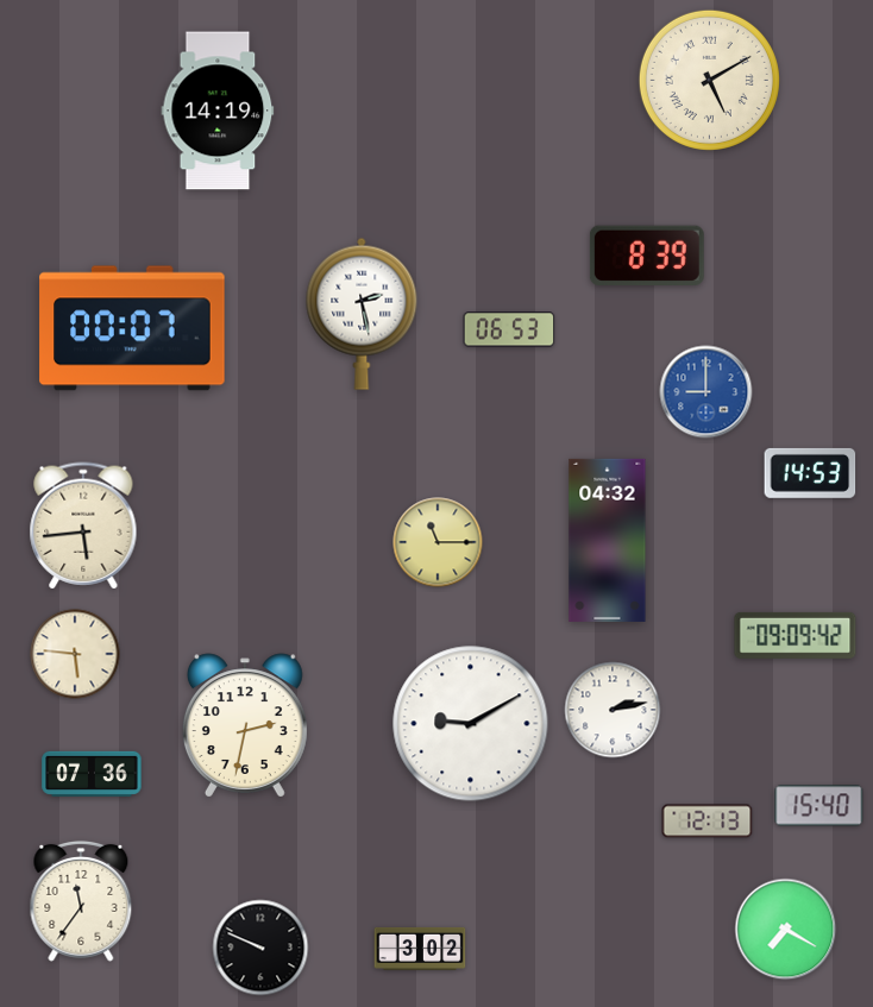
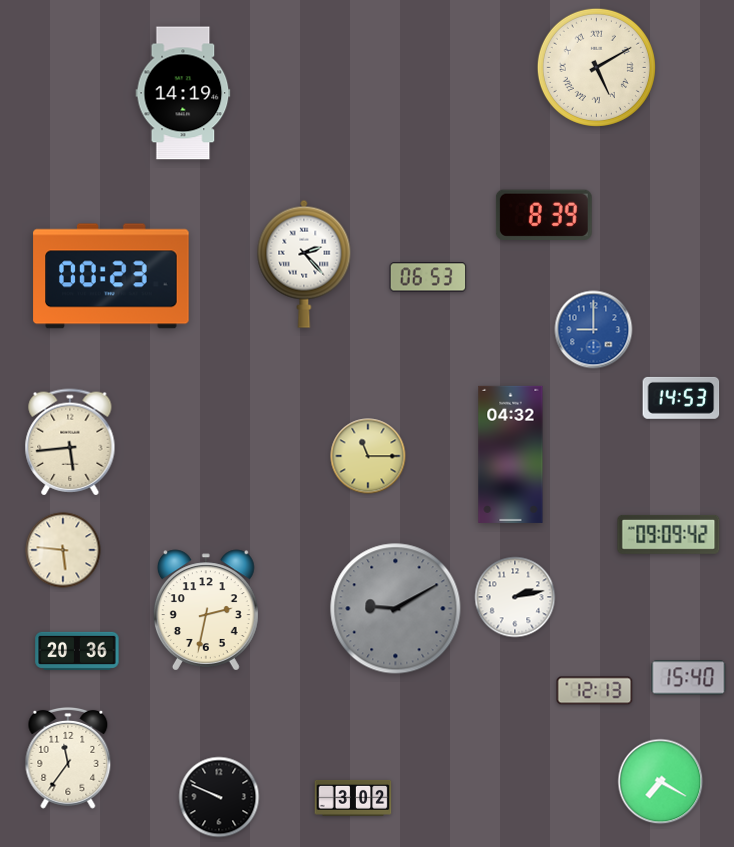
clock at (362, 314): 2:28 -> 2:23
clock at (132, 328): 00:07 -> 00:23
clock at (471, 724) dial: white -> grey
clock at (92, 774): 07:36 -> 20:36
